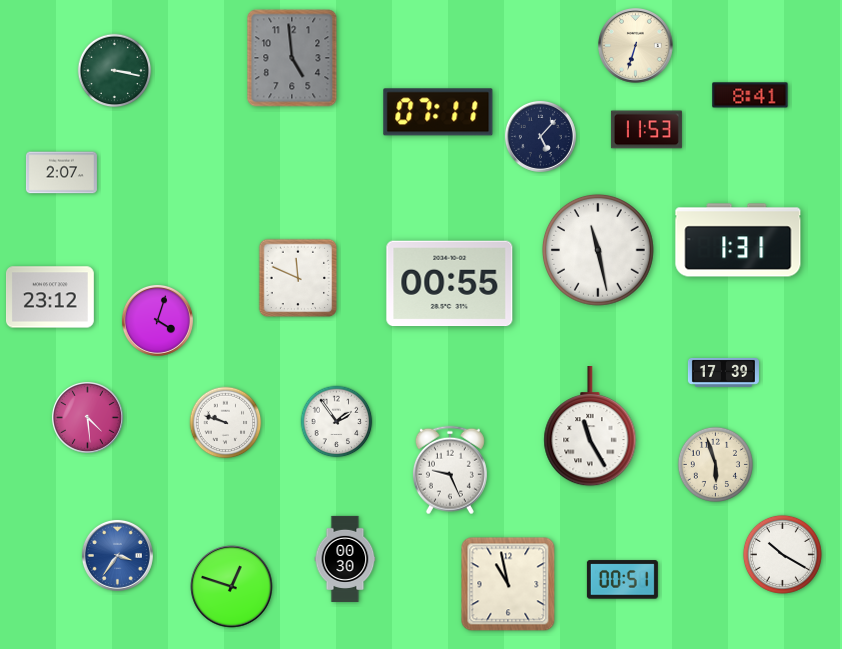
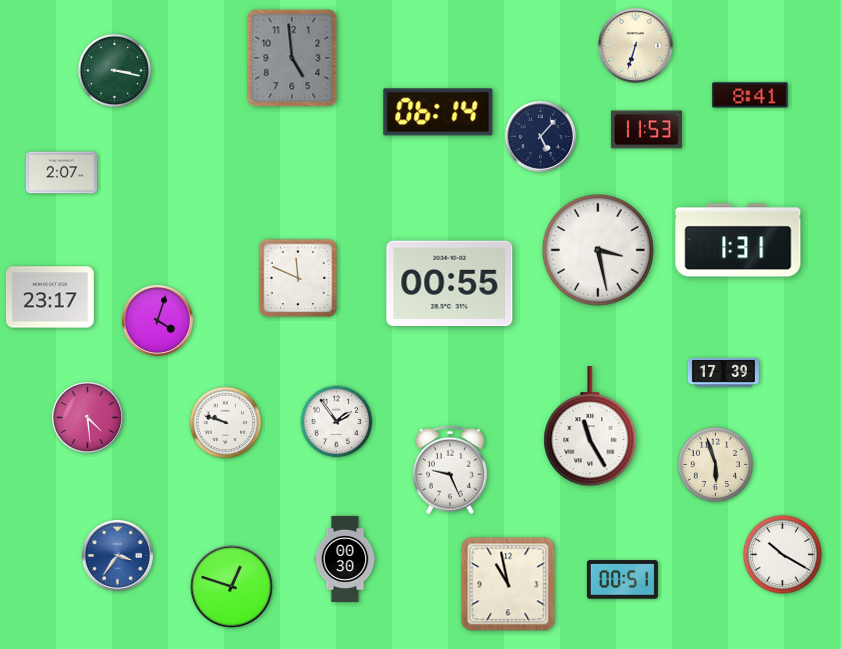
clock at (438, 112): 07:11 -> 06:14
clock at (598, 250): 11:28 -> 3:28
clock at (51, 297): 23:12 -> 23:17
